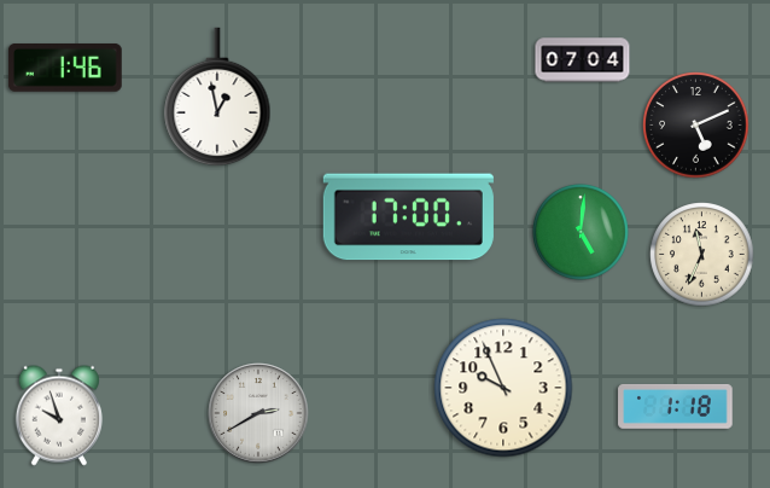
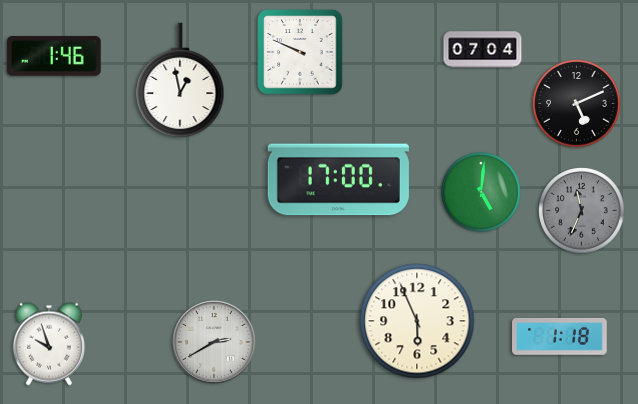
clock at (300, 52): none -> 9:49
clock at (702, 255) dial: cream -> grey
clock at (503, 388): 9:56 -> 5:56
